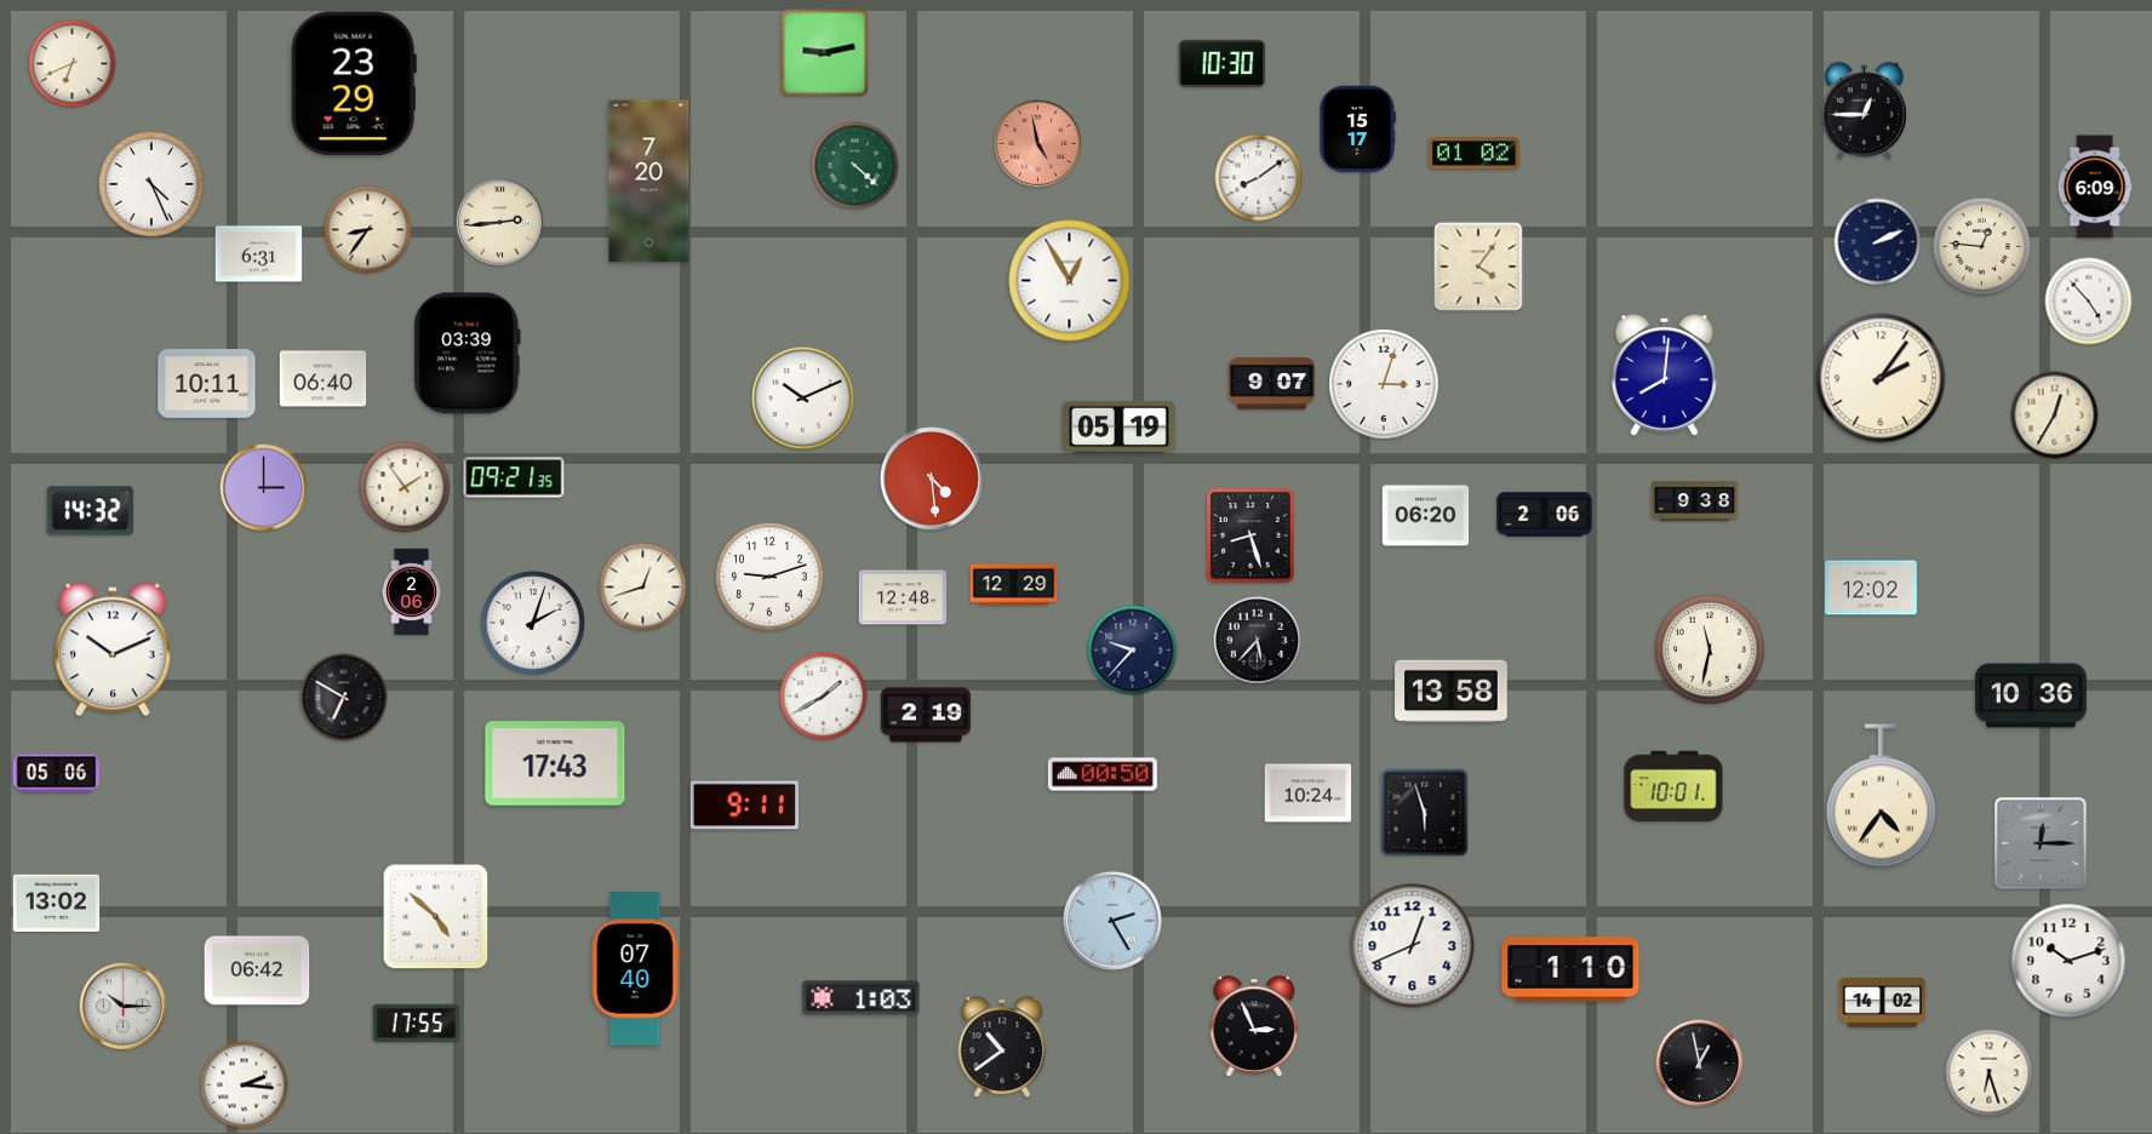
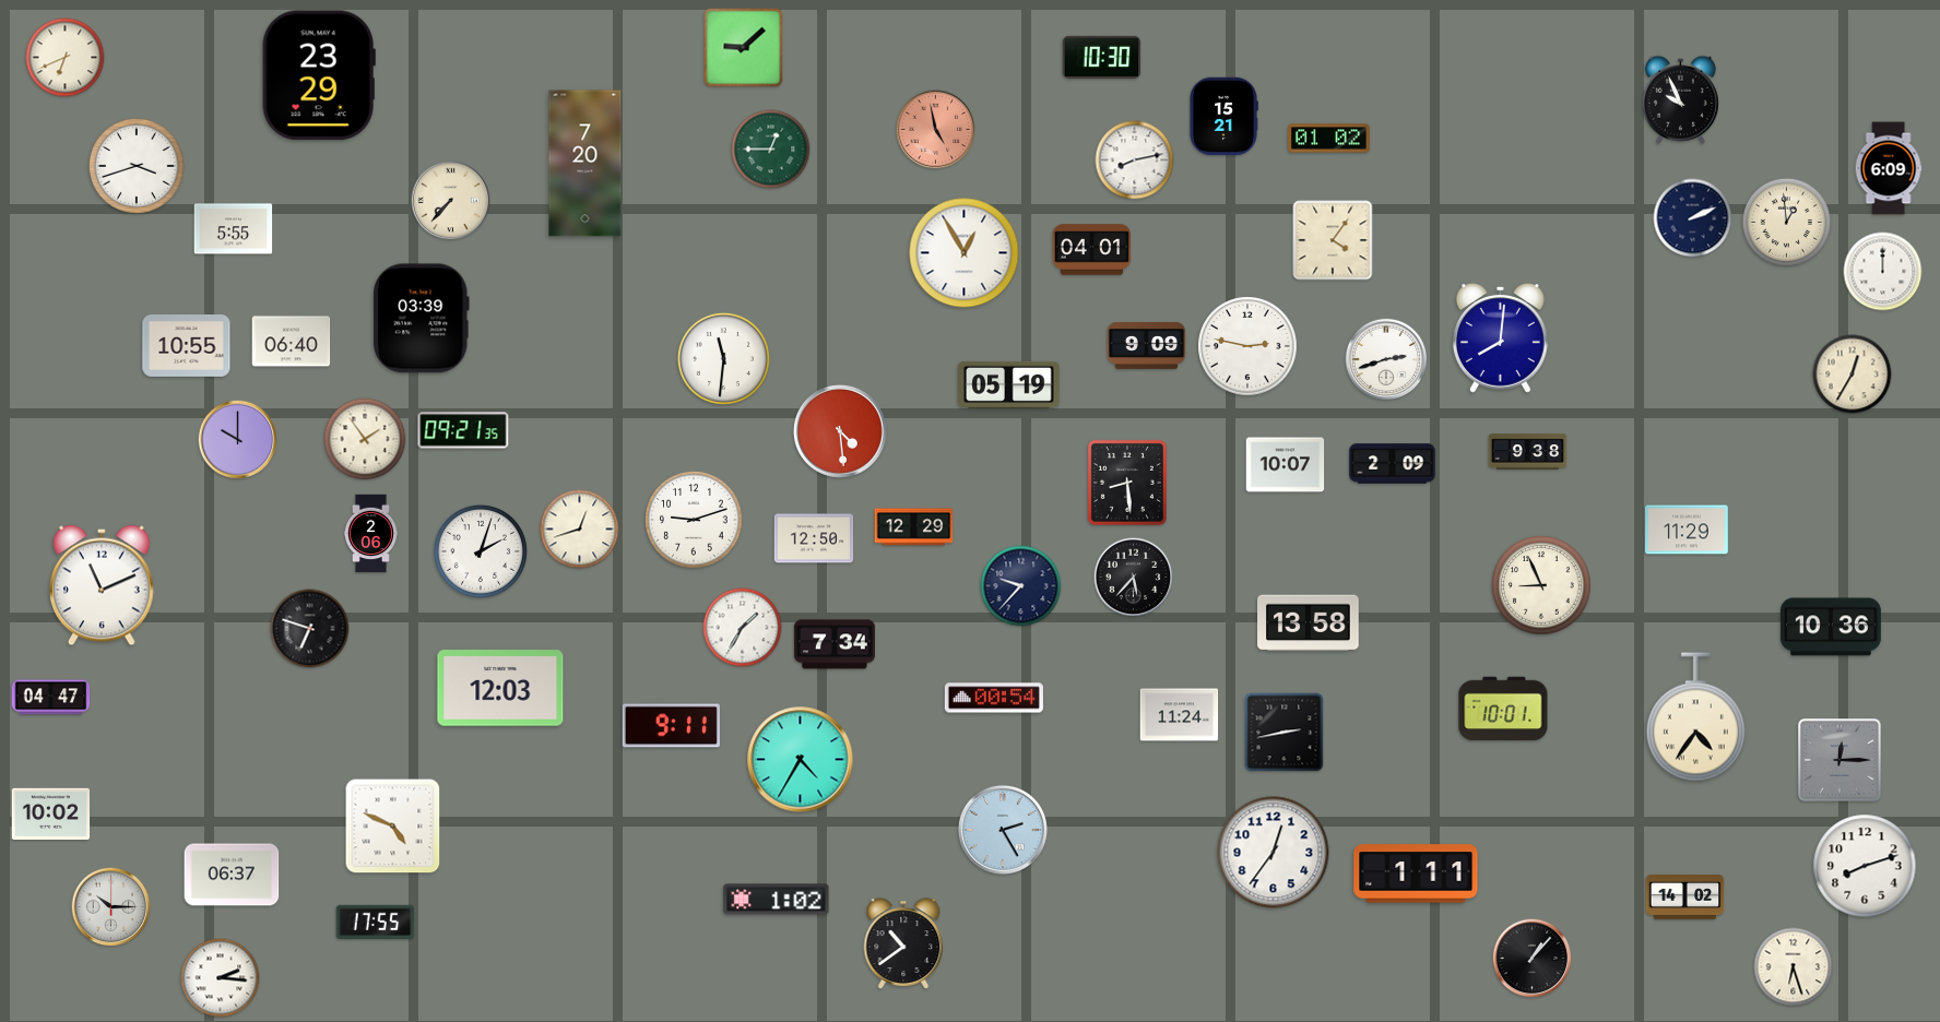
clock at (825, 53): 9:13 -> 9:08
clock at (1864, 110): 12:45 -> 9:56
clock at (1357, 130): 15:17 -> 15:21
clock at (855, 166): 4:22 -> 12:45
clock at (1259, 178): 8:09 -> 8:13
clock at (151, 184): 4:26 -> 3:42
clock at (500, 223): 2:44 -> 7:37
clock at (368, 230): 8:36 -> none
clock at (1982, 247): 12:46 -> 12:59
clock at (259, 254): 6:31 -> 5:55
clock at (1092, 250): none -> 04:01
clock at (2089, 302): 4:53 -> 12:00
clock at (1881, 378): 2:06 -> none
clock at (1272, 383): 9:07 -> 9:09
clock at (207, 384): 10:11 -> 10:55
clock at (1384, 384): 3:03 -> 2:47
clock at (802, 397): 10:11 -> 11:31
clock at (1386, 359): none -> 2:42
clock at (264, 488): 3:00 -> 10:00
clock at (91, 511): 14:32 -> none
clock at (1545, 515): 2:06 -> 2:09
clock at (1426, 516): 06:20 -> 10:07
clock at (1250, 535): 8:27 -> 8:29
clock at (1871, 588): 12:02 -> 11:29
clock at (903, 597): 12:48 -> 12:50
clock at (533, 623) position: (533, 623) -> (481, 551)
clock at (114, 649): 10:11 -> 11:11
clock at (1710, 649): 11:32 -> 8:56
clock at (824, 697): 1:40 -> 1:35
clock at (344, 698): 6:50 -> 6:48
clock at (926, 715): 2:19 -> 7:34
clock at (555, 763): 17:43 -> 12:03
clock at (57, 774): 05:06 -> 04:47
clock at (1103, 774): 00:50 -> 00:54
clock at (1673, 786) position: (1673, 786) -> (1503, 709)
clock at (1309, 794): 10:24 -> 11:24
clock at (1425, 813): 5:57 -> 2:43
clock at (801, 760): none -> 4:35
clock at (57, 904): 13:02 -> 10:02
clock at (436, 917): 4:52 -> 4:49
clock at (1413, 946): 12:41 -> 12:36
clock at (2068, 961): 10:12 -> 8:12
clock at (636, 969): 07:40 -> none
clock at (1570, 969): 1:10 -> 1:11
clock at (257, 970): 06:42 -> 06:37
clock at (862, 998): 1:03 -> 1:02
clock at (1883, 1002) position: (1883, 1002) -> (1685, 896)
clock at (1254, 1026): 2:56 -> none
clock at (1700, 1064): 12:58 -> 1:07
